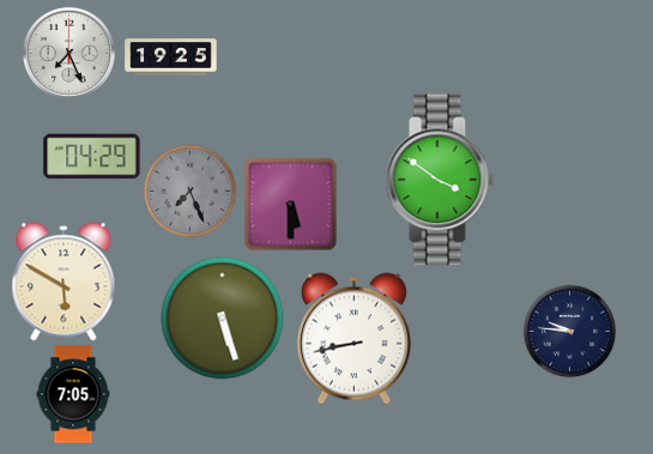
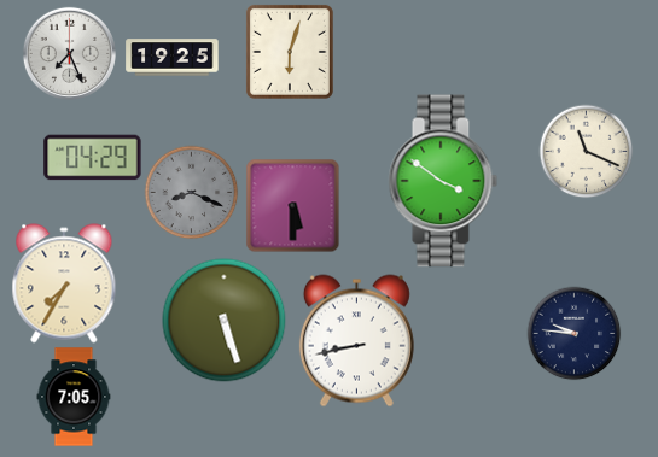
clock at (290, 52): none -> 6:03
clock at (586, 151): none -> 11:19
clock at (189, 190): 7:26 -> 8:19
clock at (64, 282): 5:50 -> 7:35
